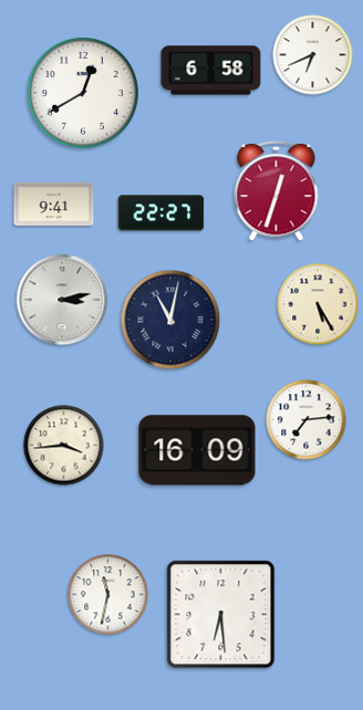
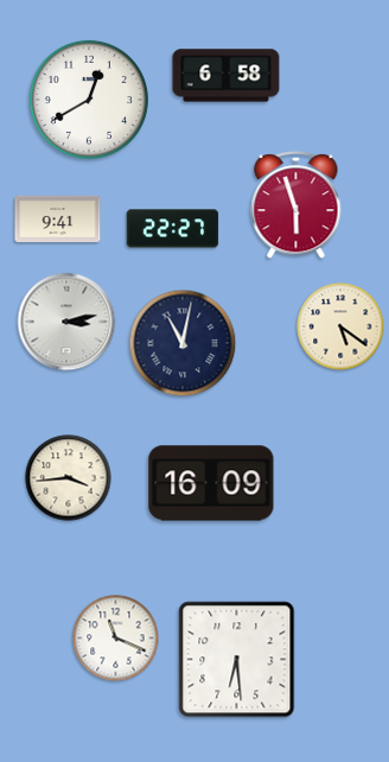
clock at (313, 55): 6:41 -> none
clock at (277, 190): 12:33 -> 5:57
clock at (318, 304): 5:25 -> 5:21
clock at (307, 420): 7:14 -> none
clock at (108, 595): 11:32 -> 11:19
